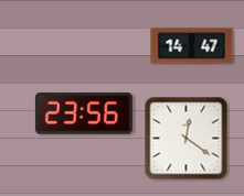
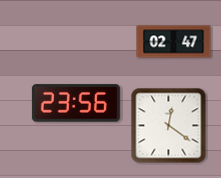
clock at (192, 46): 14:47 -> 02:47
